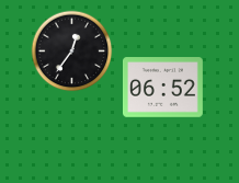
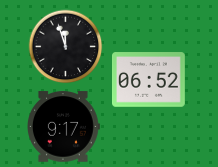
clock at (72, 52): 12:36 -> 11:57
clock at (64, 127): none -> 9:17
